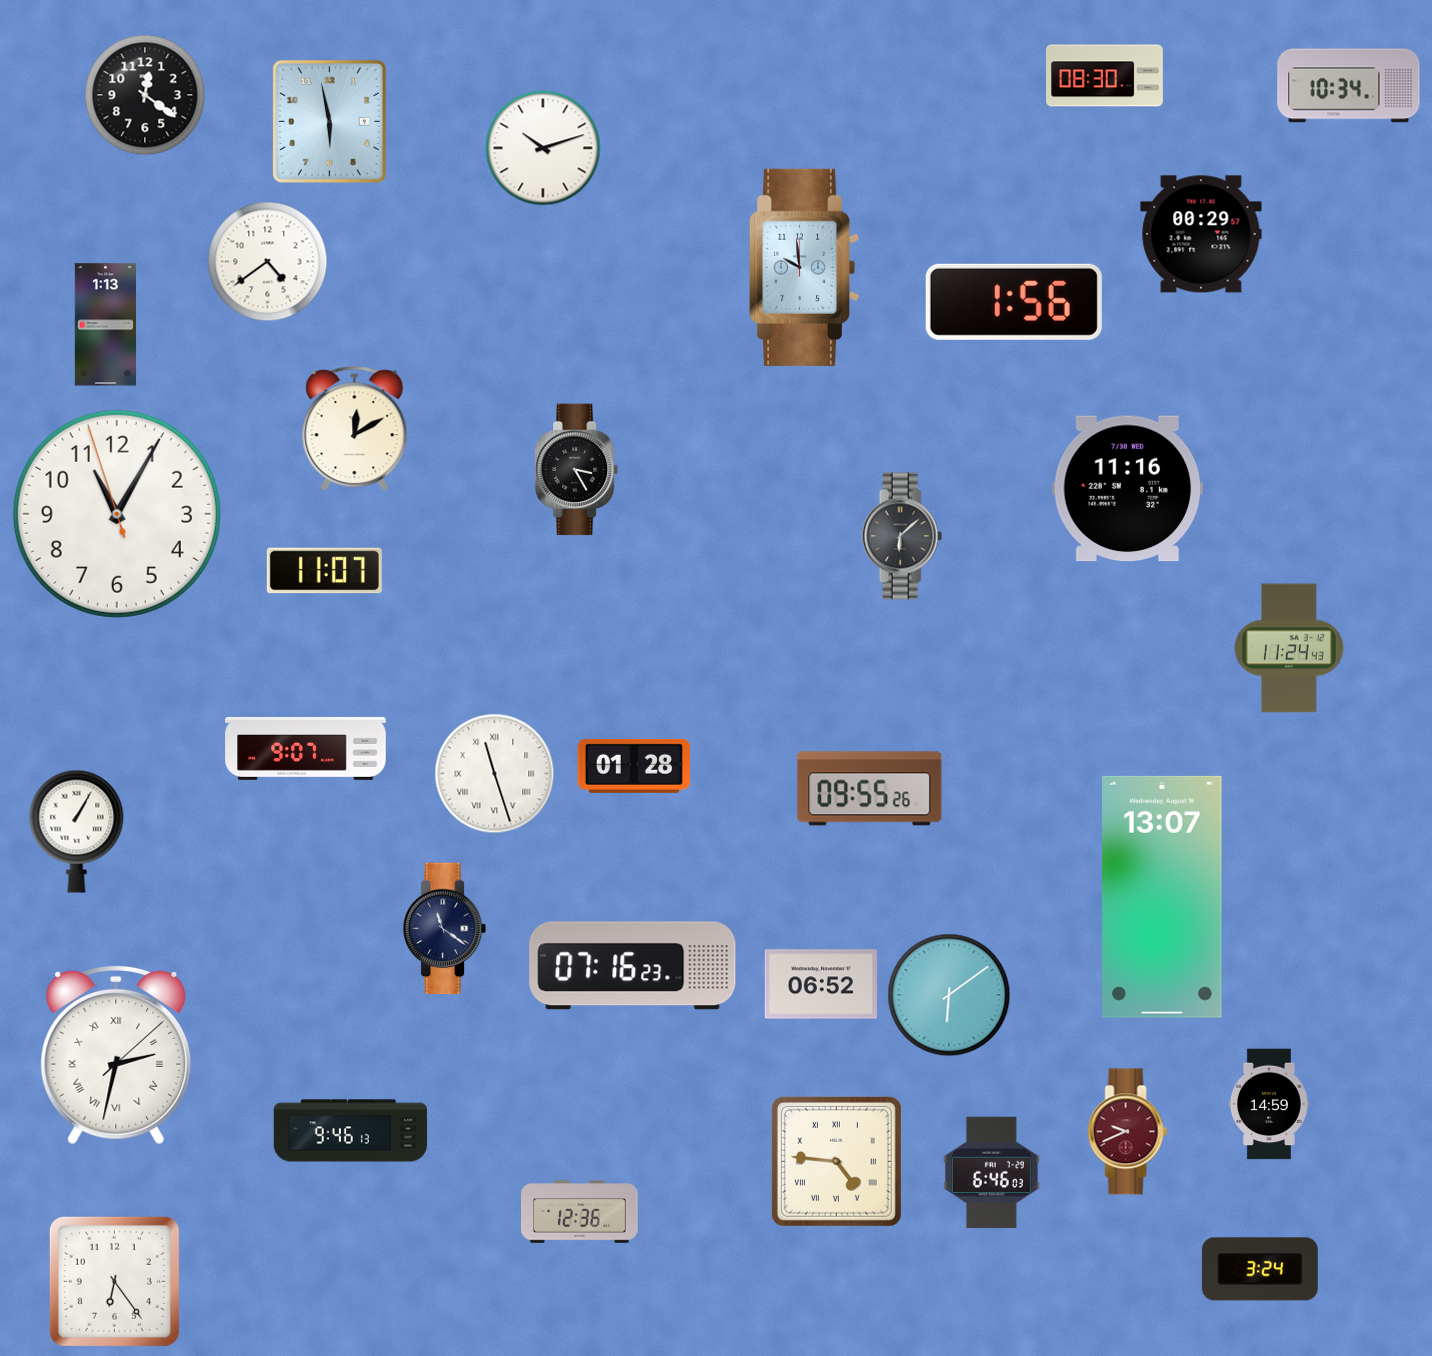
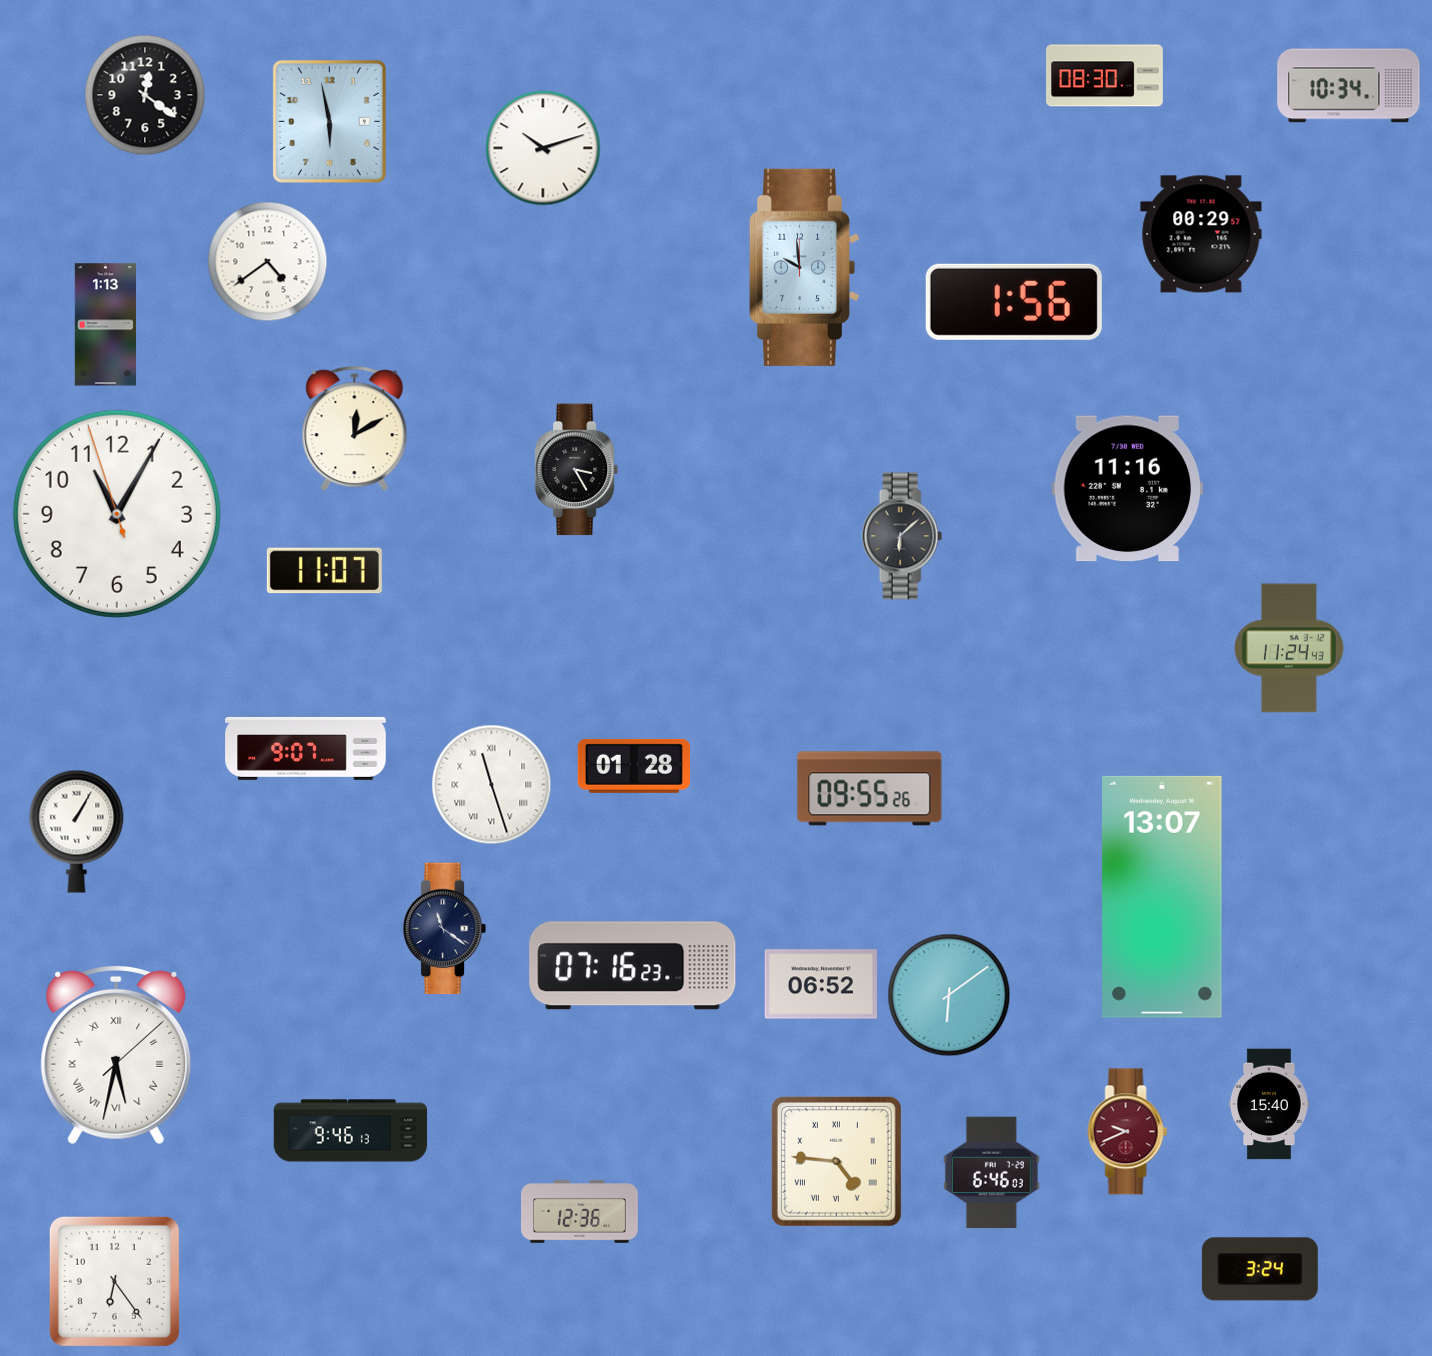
clock at (495, 774) position: (495, 774) -> (492, 785)
clock at (116, 1056): 2:32 -> 5:32
clock at (1269, 1104): 14:59 -> 15:40
